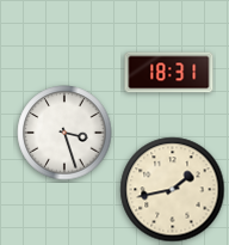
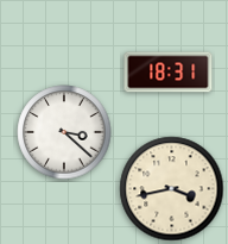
clock at (64, 133): 3:27 -> 3:22
clock at (173, 190): 1:43 -> 3:43
